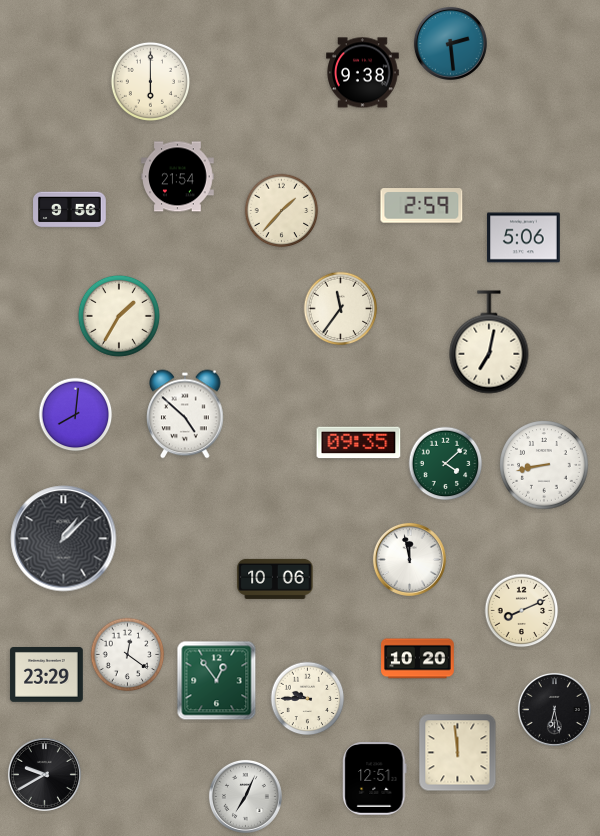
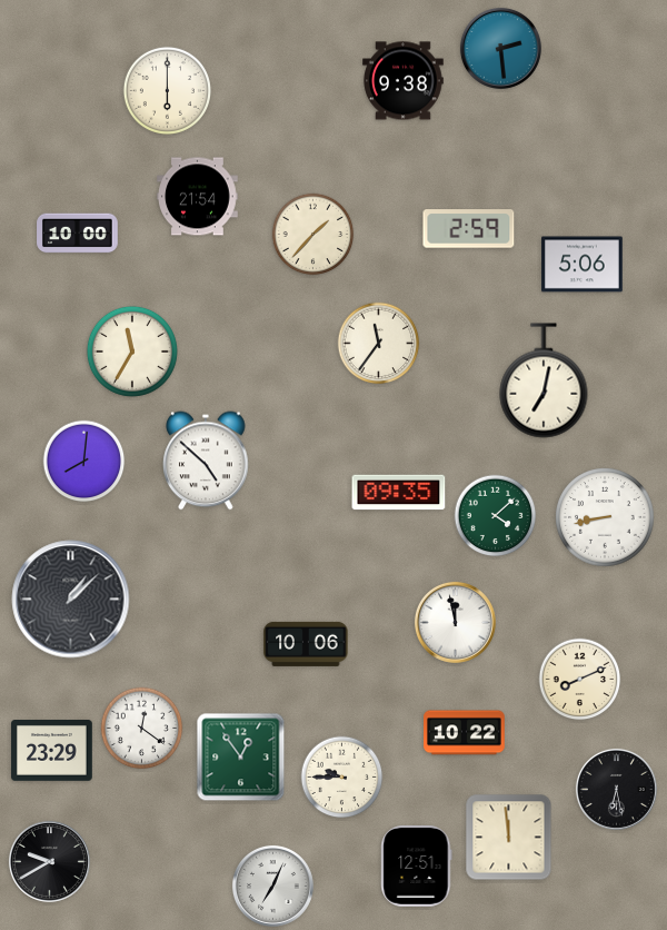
clock at (70, 210): 9:56 -> 10:00
clock at (119, 316): 1:35 -> 11:35
clock at (418, 659): 10:20 -> 10:22
